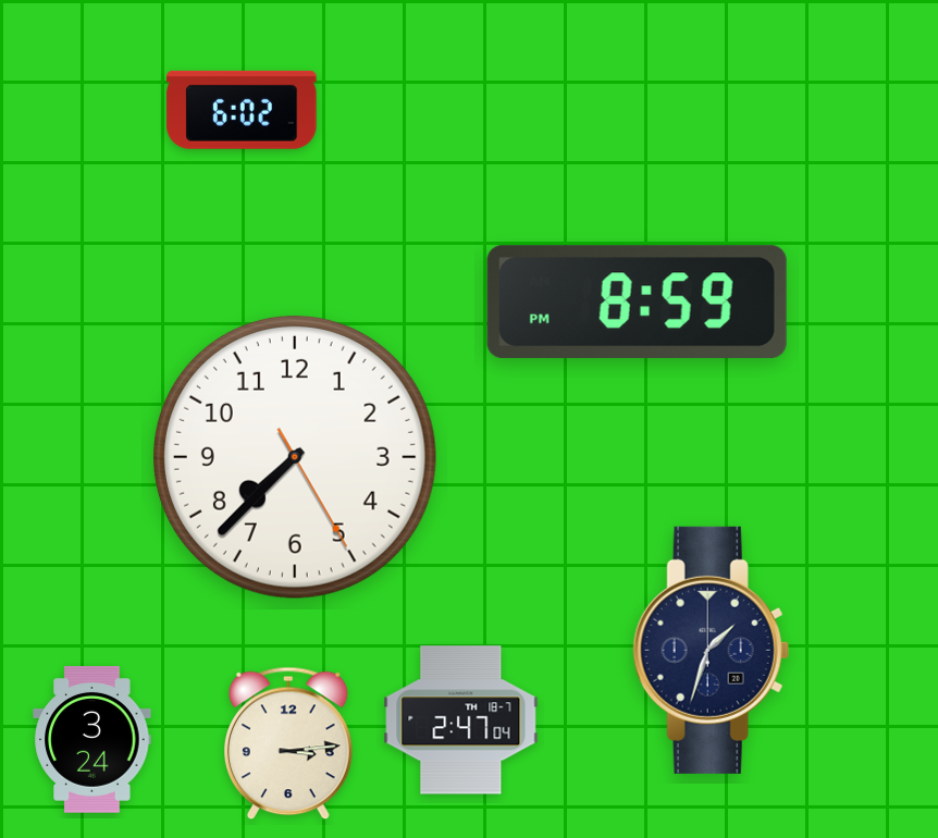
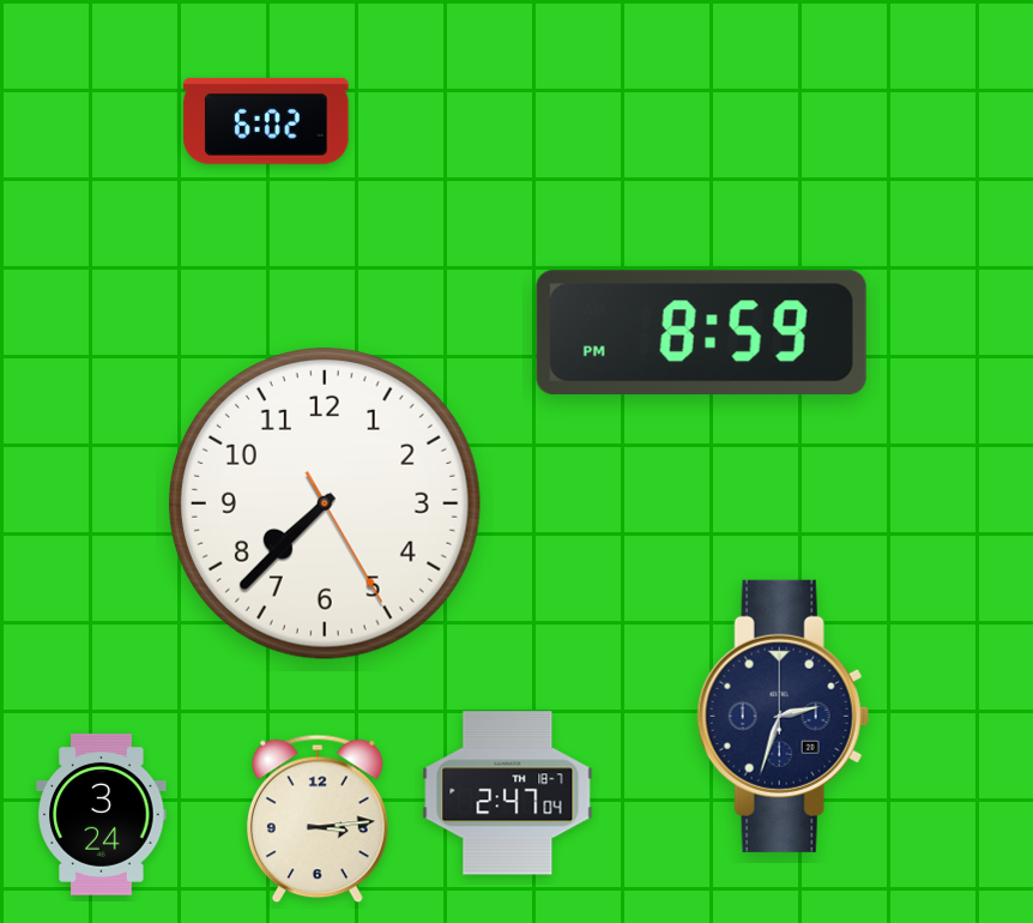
clock at (711, 650): 1:33 -> 2:33
